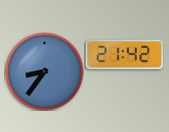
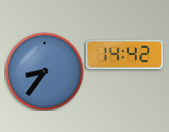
clock at (124, 55): 21:42 -> 14:42
